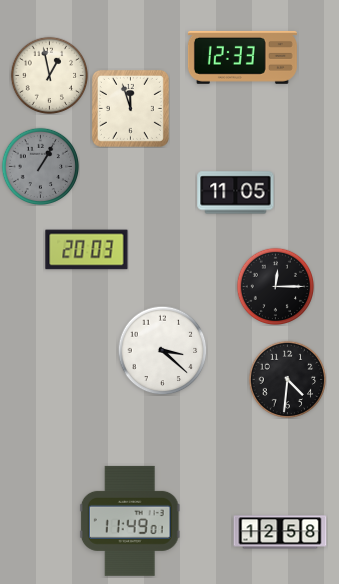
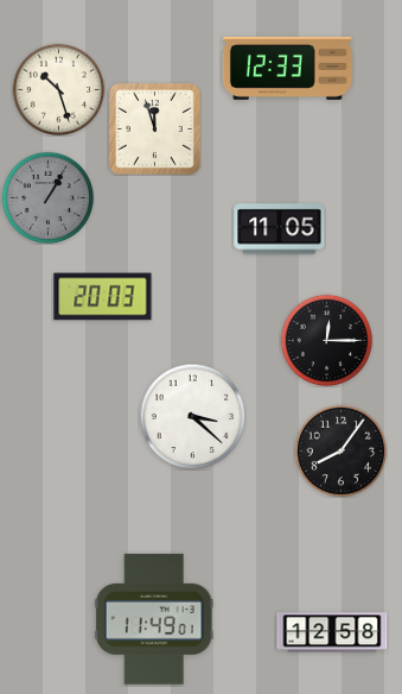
clock at (49, 75): 12:58 -> 10:27
clock at (287, 379): 4:31 -> 8:06
